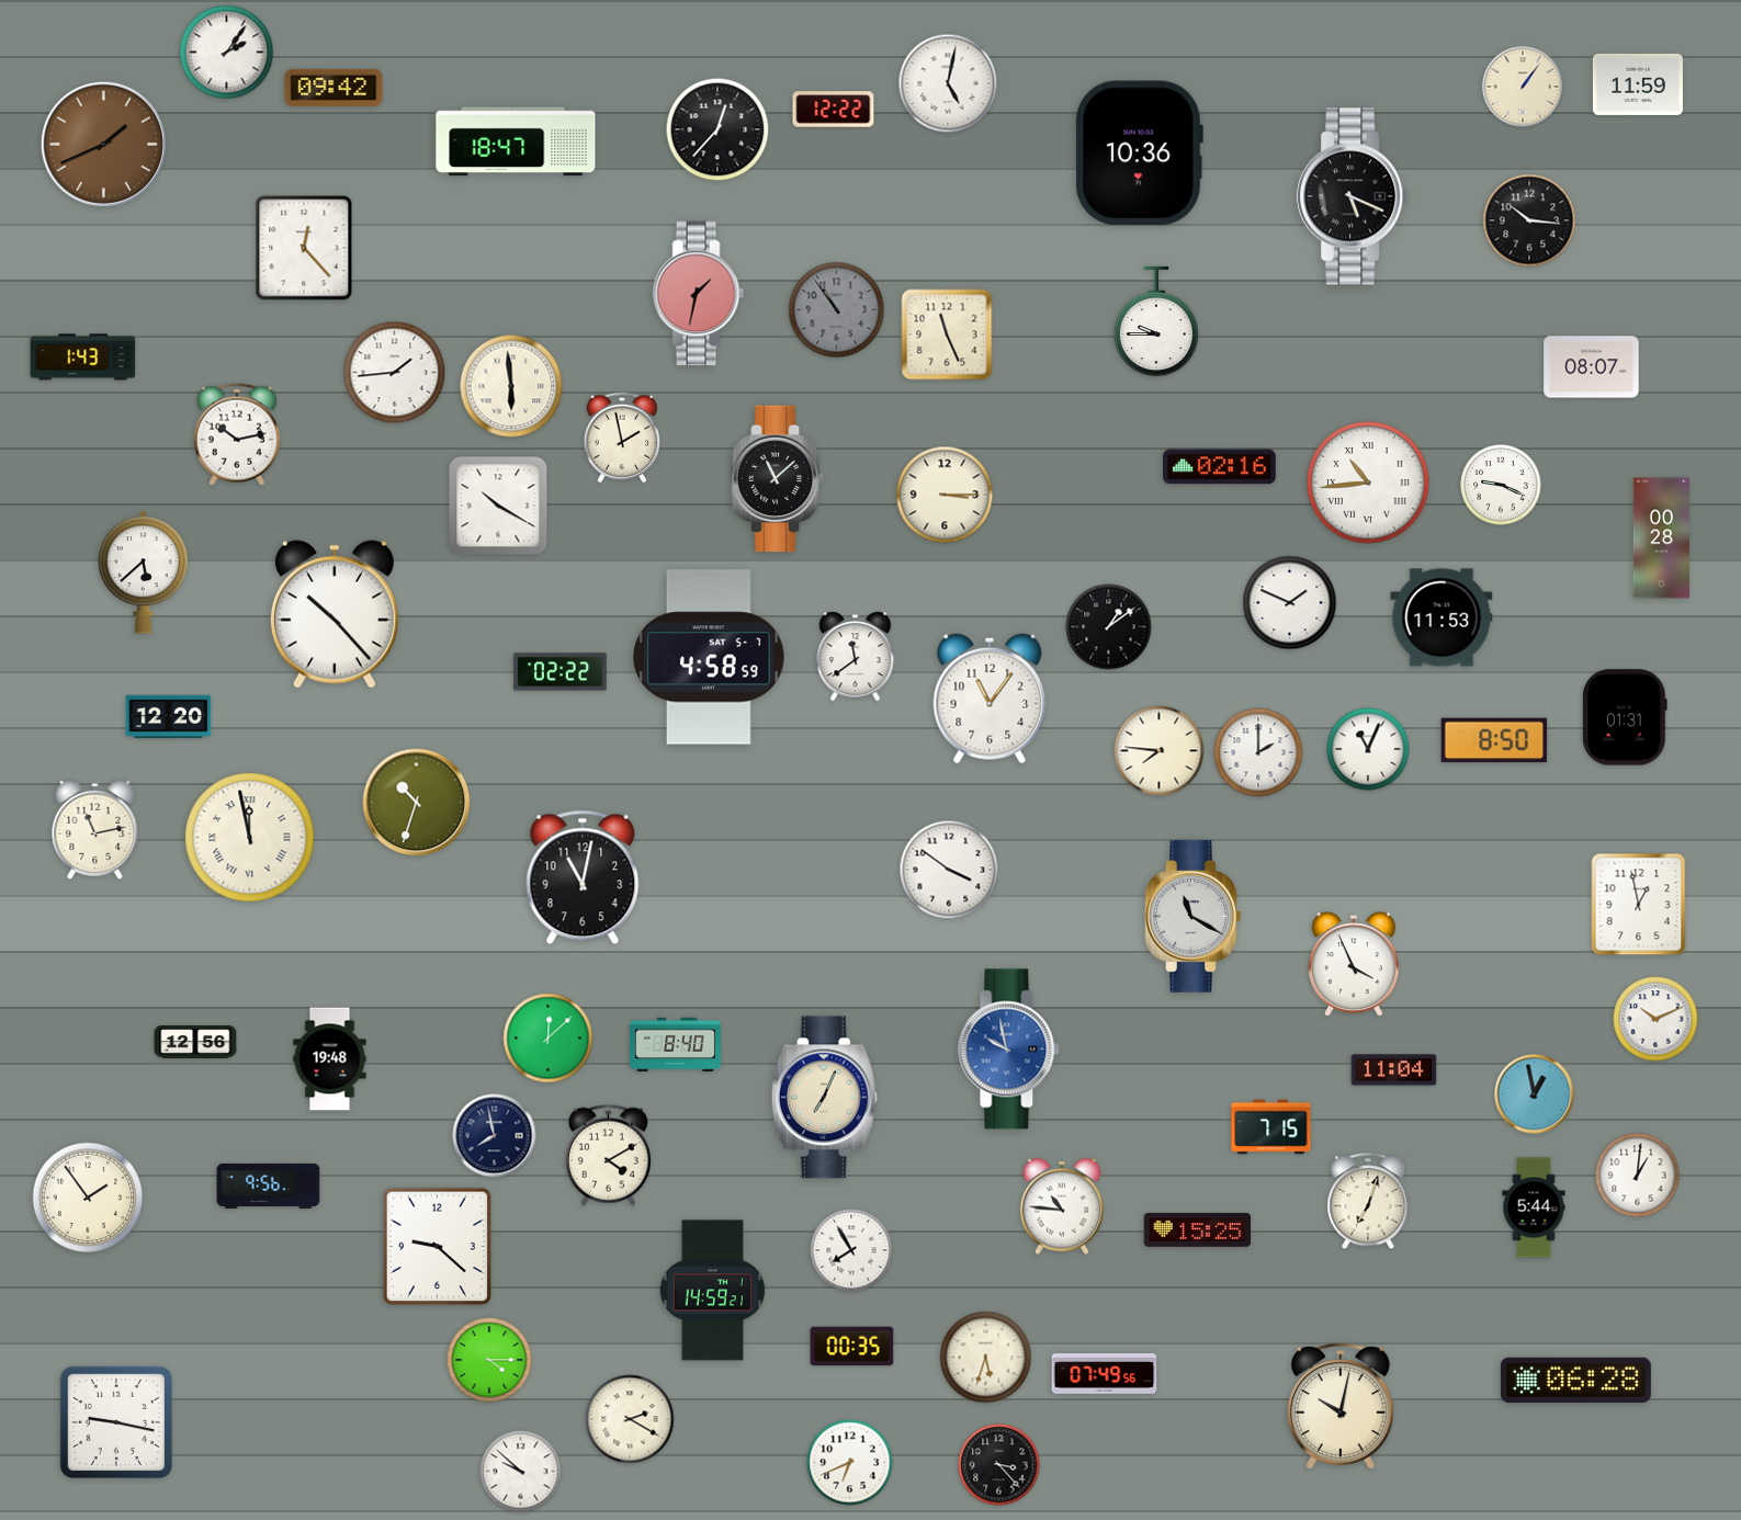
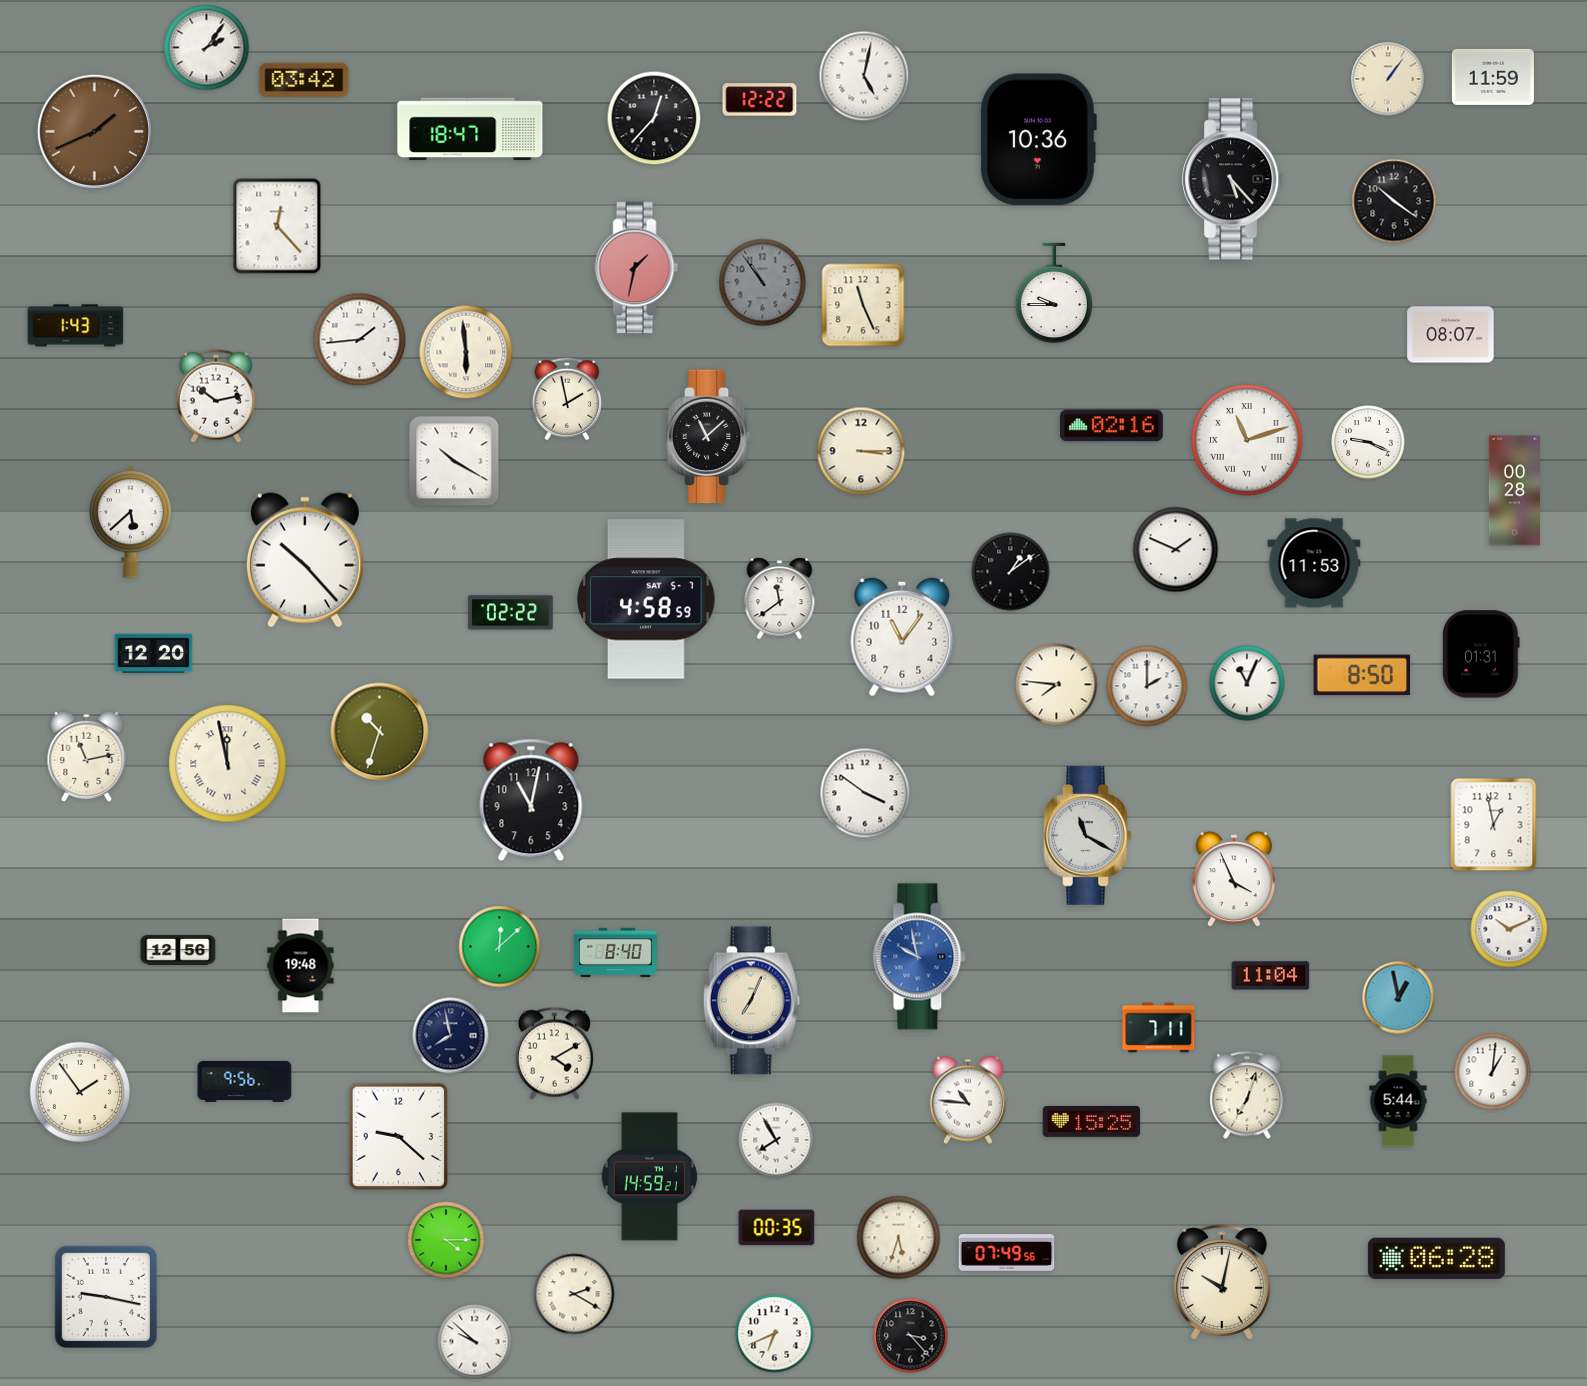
clock at (333, 88): 09:42 -> 03:42
clock at (1354, 196): 5:19 -> 5:23
clock at (1529, 220): 10:16 -> 10:21
clock at (1369, 484): 10:44 -> 11:12
clock at (1271, 1127): 7:15 -> 7:11
